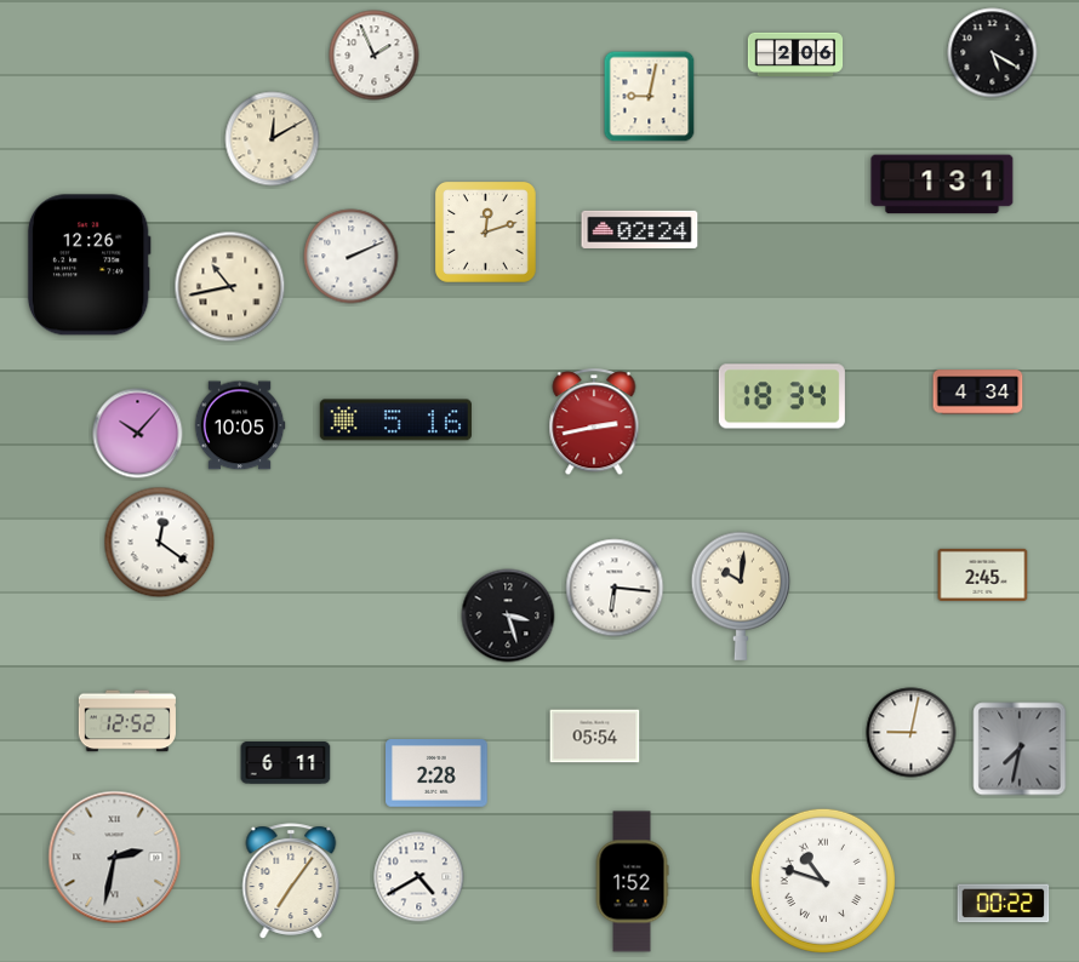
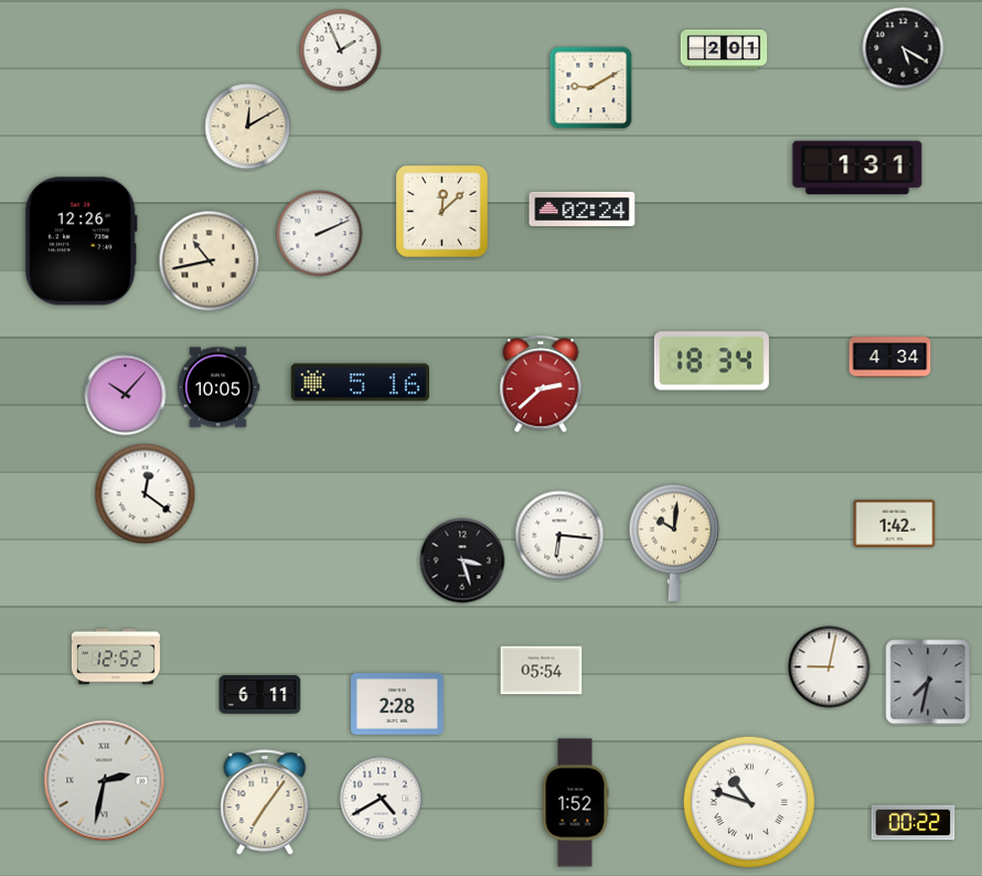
clock at (795, 53): 2:06 -> 2:01
clock at (650, 97): 9:02 -> 9:10
clock at (486, 233): 12:12 -> 12:08
clock at (594, 423): 2:43 -> 2:38
clock at (983, 574): 2:45 -> 1:42
